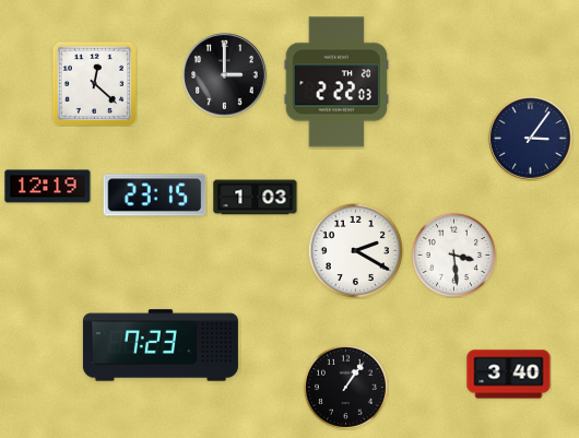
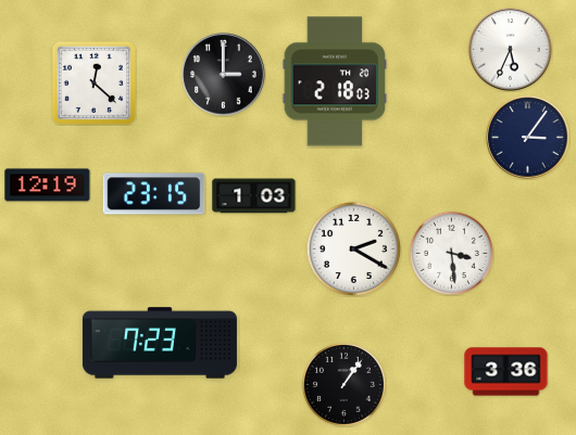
clock at (511, 50): none -> 5:34
clock at (336, 82): 2:22 -> 2:18
clock at (509, 375): 3:40 -> 3:36
